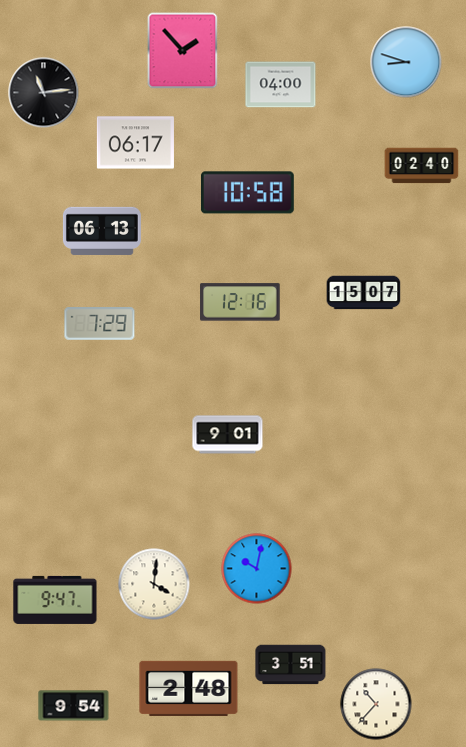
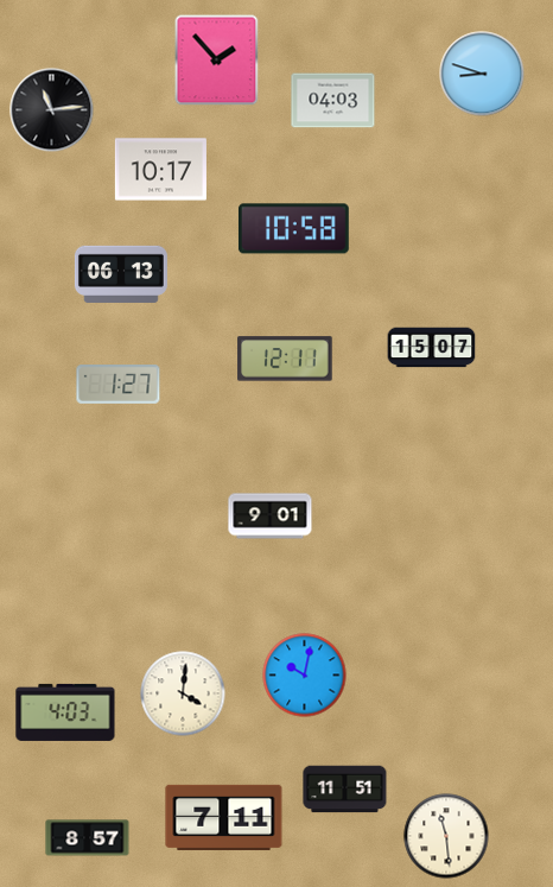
clock at (281, 85): 04:00 -> 04:03
clock at (135, 143): 06:17 -> 10:17
clock at (422, 166): 02:40 -> none
clock at (240, 302): 12:16 -> 12:11
clock at (100, 324): 7:29 -> 1:27
clock at (55, 600): 9:47 -> 4:03
clock at (291, 665): 3:51 -> 11:51
clock at (189, 688): 2:48 -> 7:11
clock at (376, 704): 10:37 -> 11:29
clock at (74, 706): 9:54 -> 8:57
